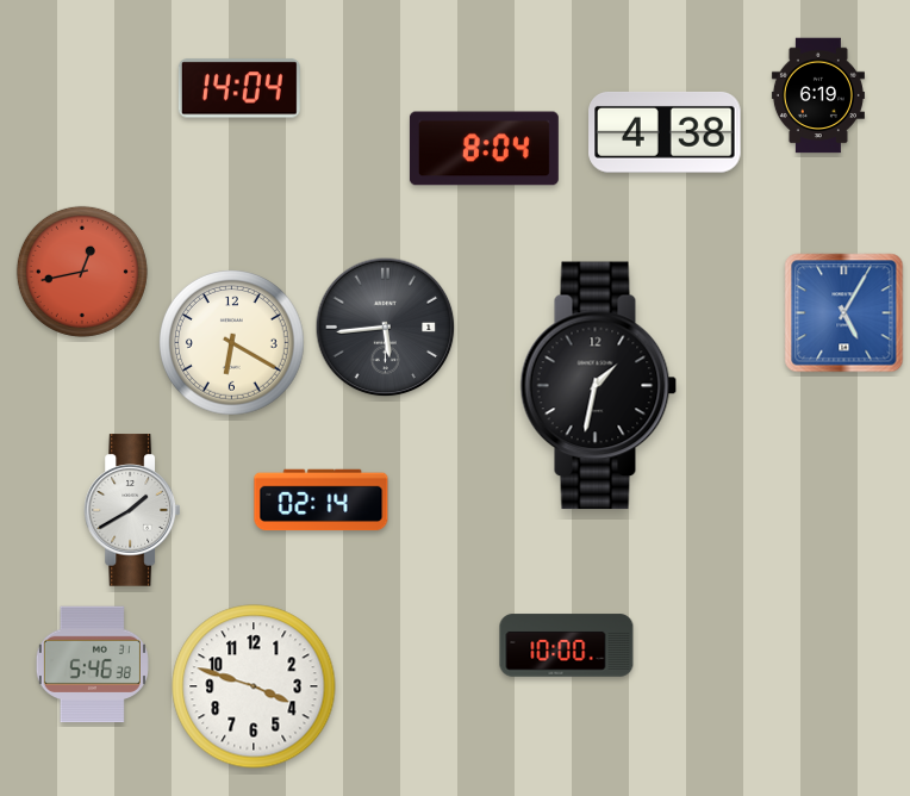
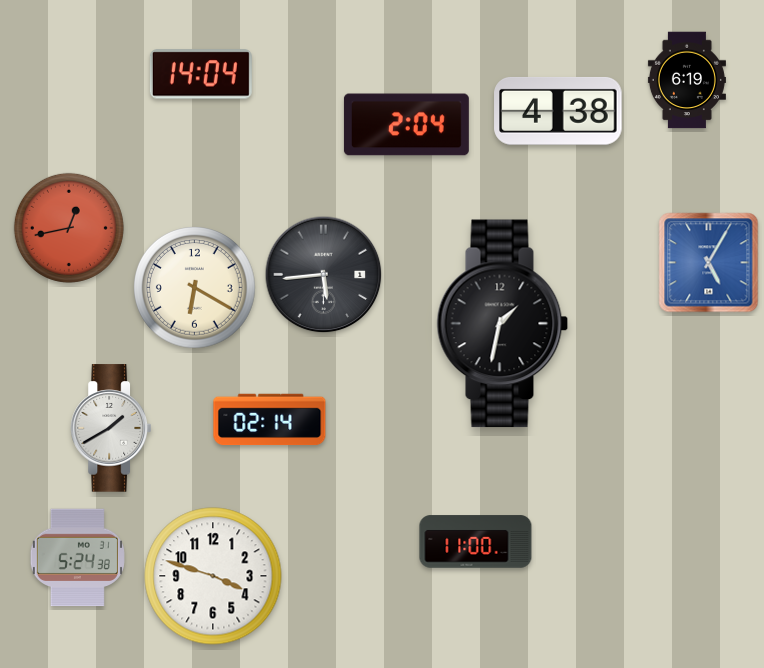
clock at (484, 149): 8:04 -> 2:04
clock at (567, 646): 10:00 -> 11:00
clock at (92, 665): 5:46 -> 5:24
